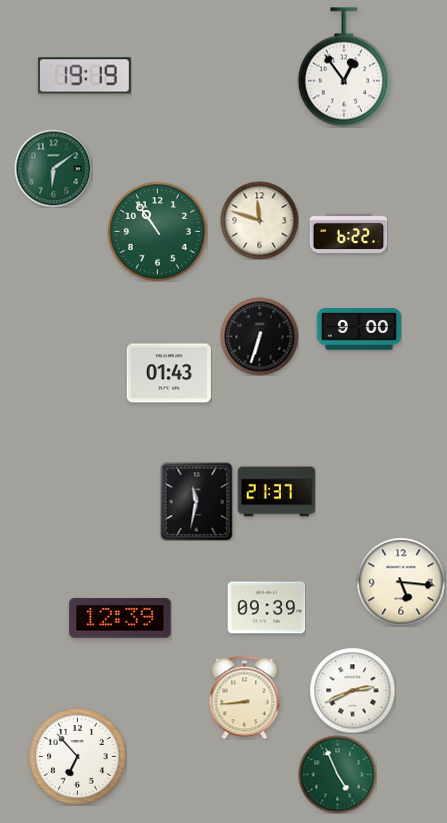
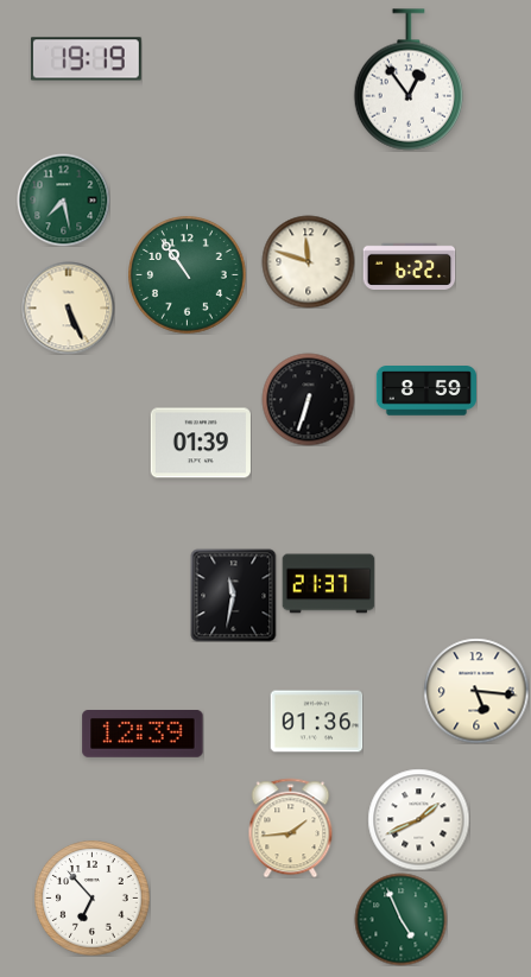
clock at (84, 76) position: (84, 76) -> (86, 59)
clock at (53, 168): 6:09 -> 7:28
clock at (348, 233) position: (348, 233) -> (409, 266)
clock at (68, 307): none -> 5:26
clock at (359, 329): 9:00 -> 8:59
clock at (169, 373): 01:43 -> 01:39
clock at (266, 608): 09:39 -> 01:36
clock at (352, 690): 2:41 -> 1:41
clock at (245, 697): 8:44 -> 1:44
